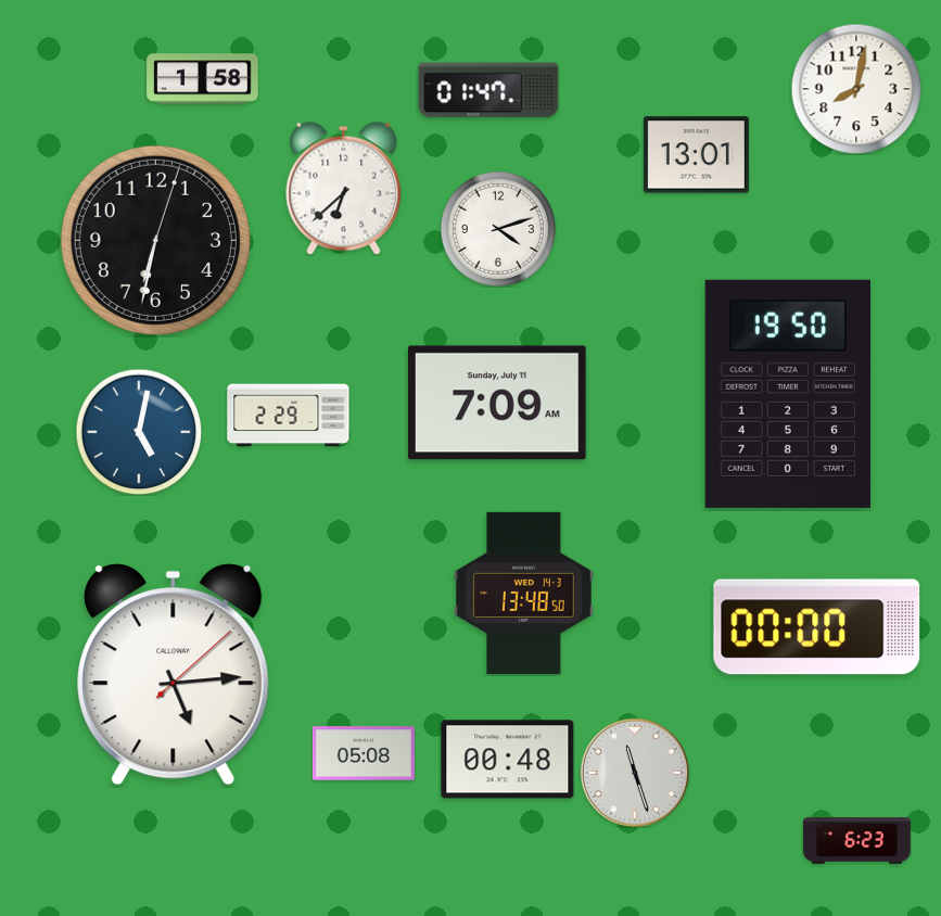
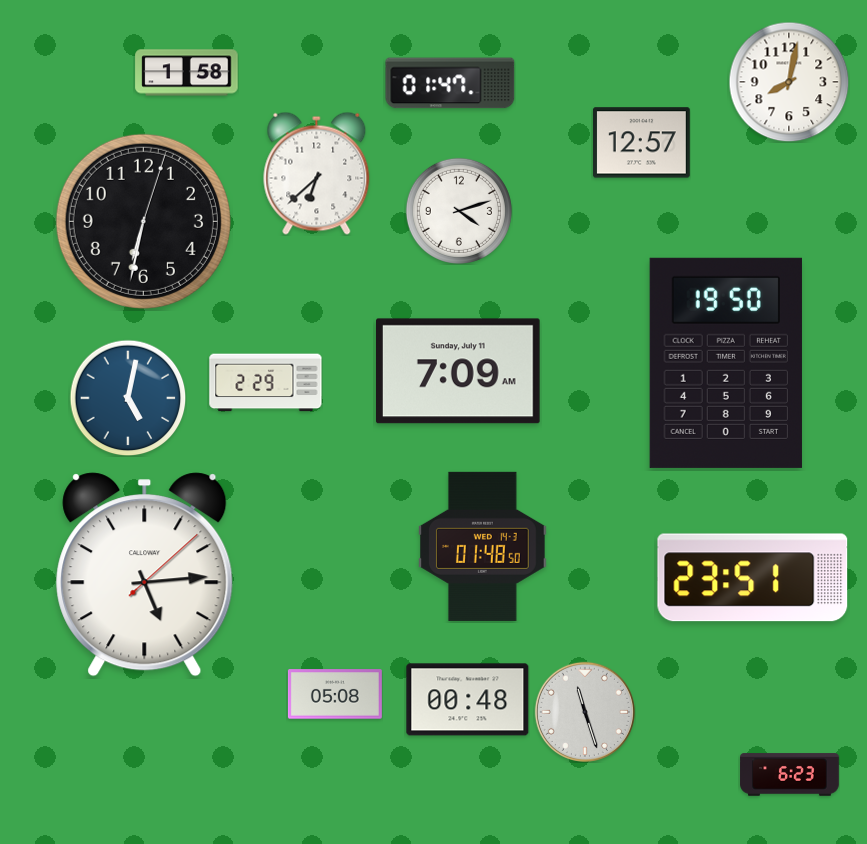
clock at (696, 155): 13:01 -> 12:57
clock at (524, 593): 13:48 -> 01:48
clock at (817, 627): 00:00 -> 23:51
clock at (174, 675) position: (174, 675) -> (145, 575)
